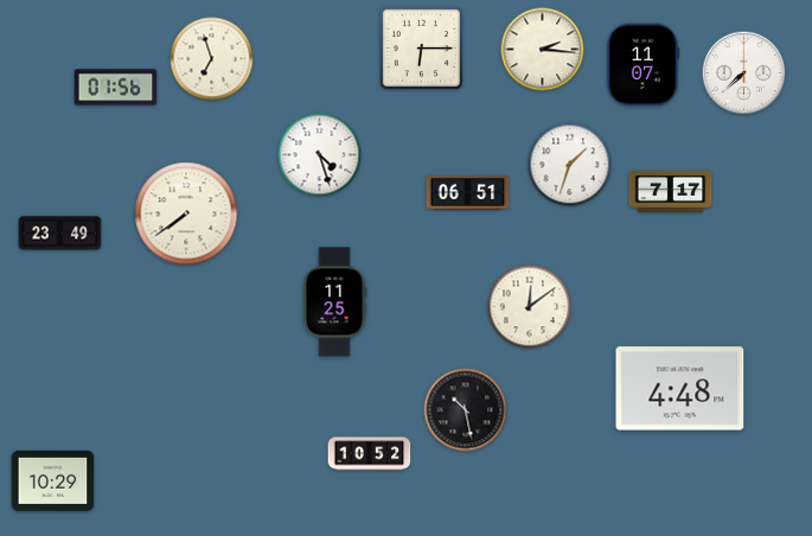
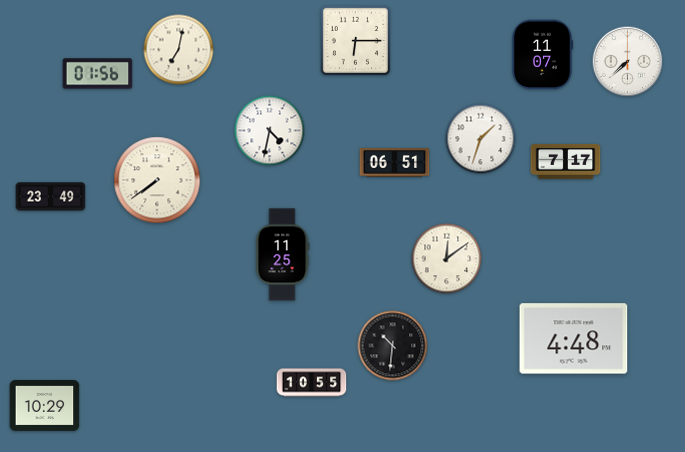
clock at (543, 50): 2:16 -> none
clock at (212, 59): 6:57 -> 7:02
clock at (320, 155): 4:27 -> 4:32
clock at (680, 389) position: (680, 389) -> (574, 339)
clock at (466, 410): 10:28 -> 10:31
clock at (370, 454): 10:52 -> 10:55
